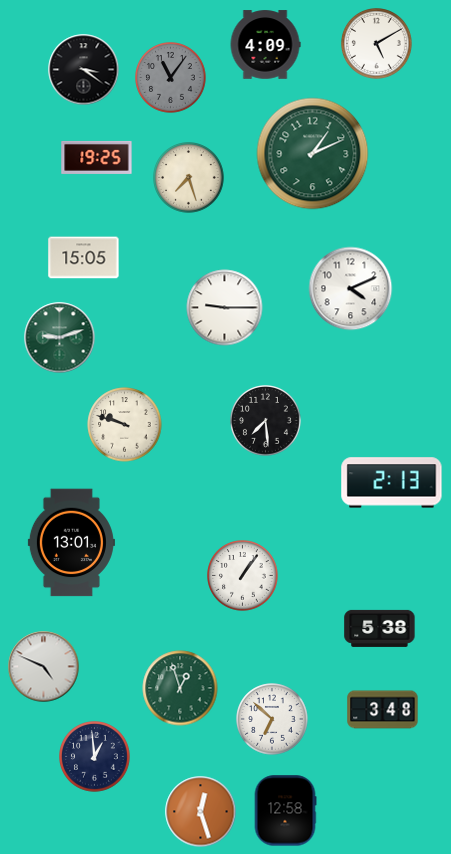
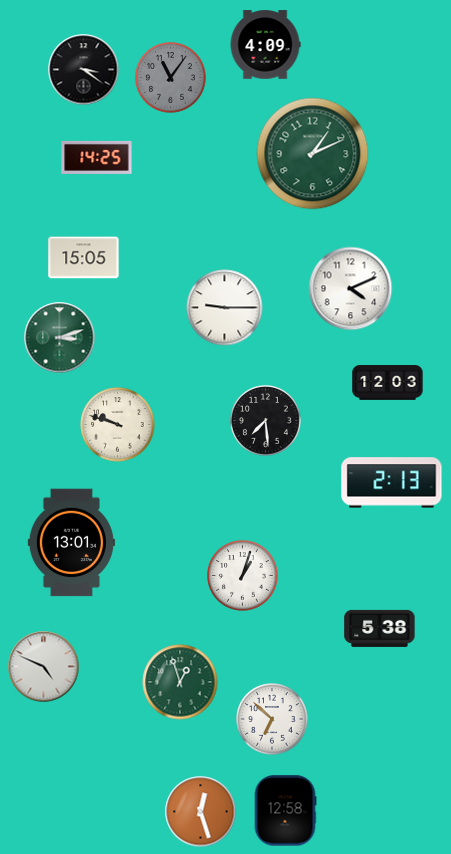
clock at (377, 44): 5:10 -> none
clock at (97, 157): 19:25 -> 14:25
clock at (189, 178): 7:27 -> none
clock at (60, 338): 9:12 -> 3:12
clock at (388, 383): none -> 12:03
clock at (125, 425) position: (125, 425) -> (118, 425)
clock at (243, 576): 1:06 -> 1:03
clock at (180, 688) position: (180, 688) -> (180, 682)
clock at (383, 710): 3:48 -> none
clock at (95, 757): 12:59 -> none
